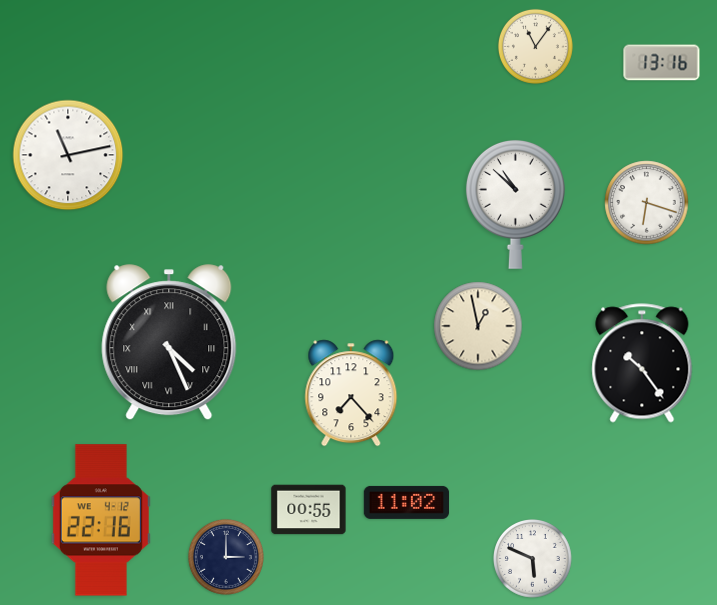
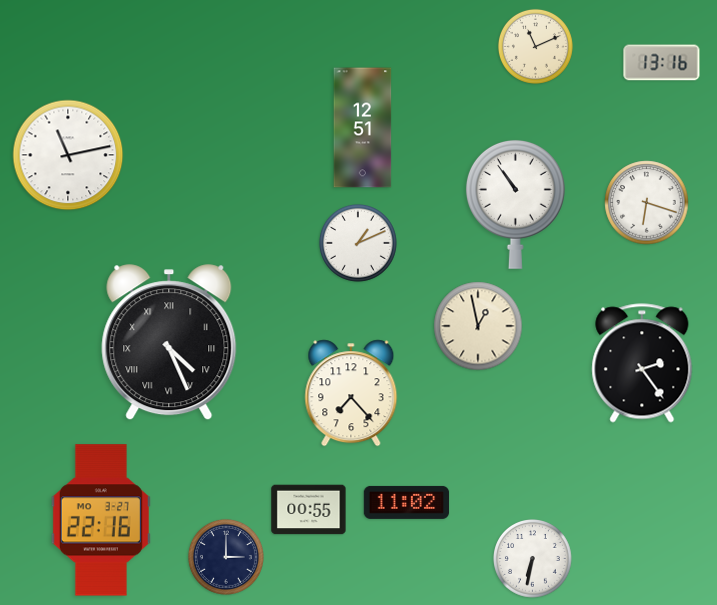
clock at (535, 46): 11:06 -> 11:11
clock at (363, 128): none -> 12:51
clock at (515, 204): 10:52 -> 10:54
clock at (358, 243): none -> 1:11
clock at (642, 363): 10:24 -> 2:24
clock at (101, 520) date: WE 4-12 -> MO 3-27
clock at (533, 559): 5:49 -> 6:32
